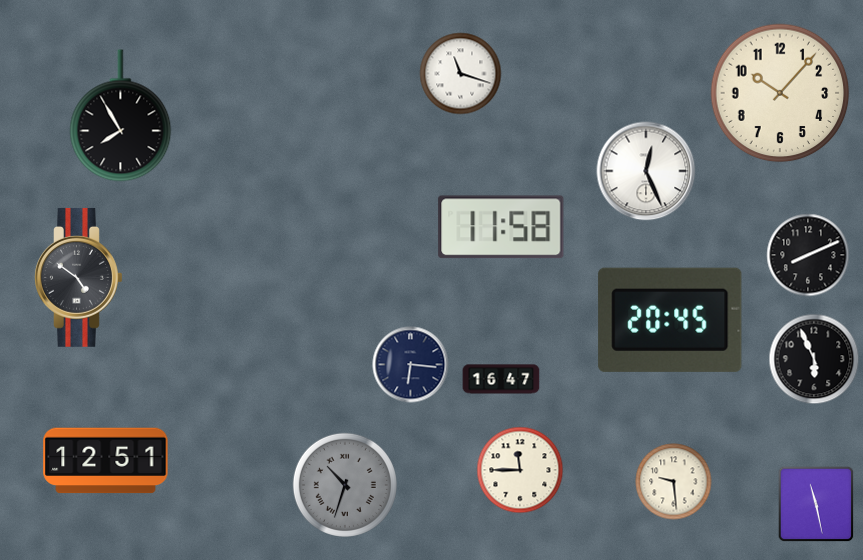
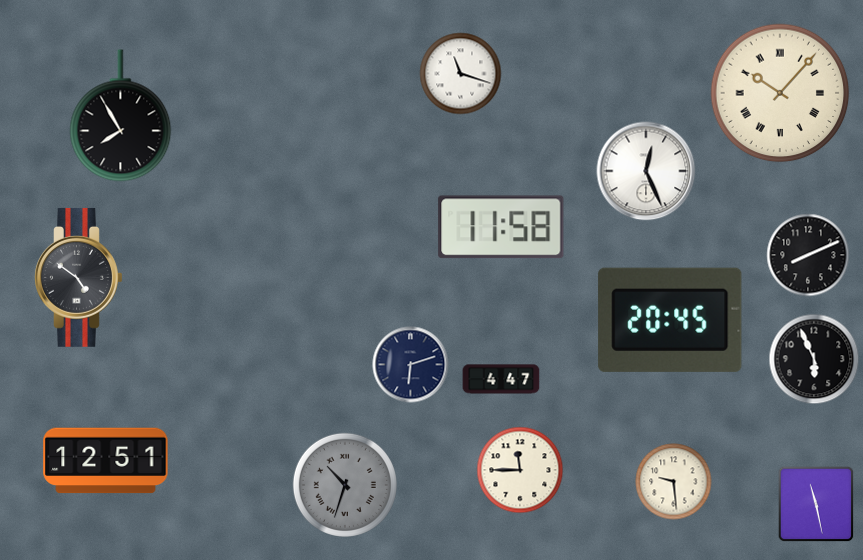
clock at (780, 93) numerals: Arabic -> Roman
clock at (411, 365): 6:16 -> 6:12
clock at (501, 379): 16:47 -> 4:47
